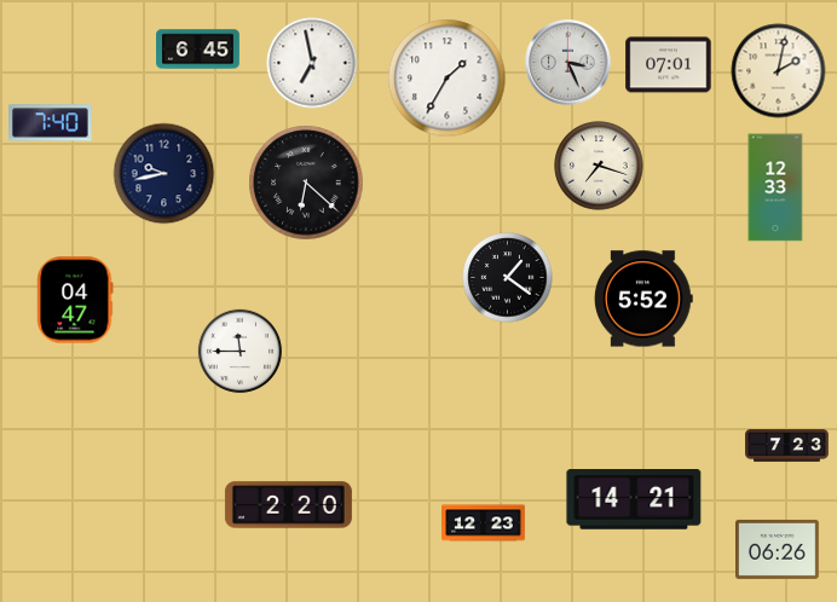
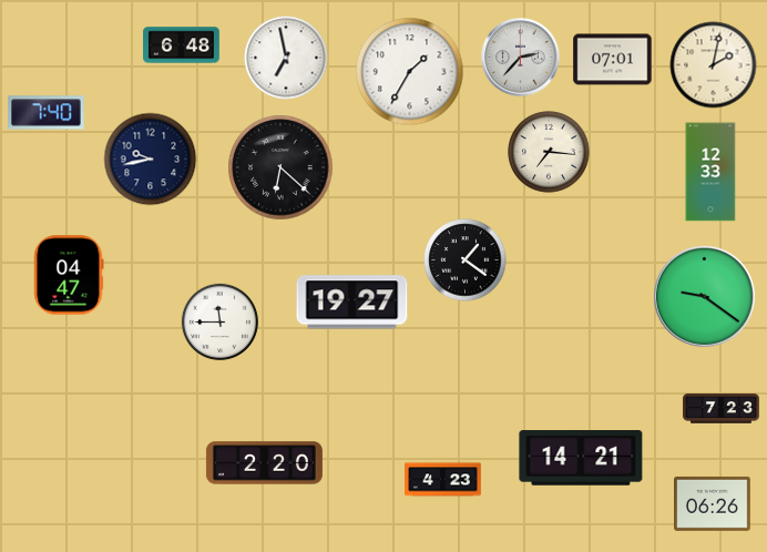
clock at (198, 50): 6:45 -> 6:48
clock at (568, 63): 3:26 -> 2:37
clock at (599, 166): 7:18 -> 7:16
clock at (508, 278) position: (508, 278) -> (466, 260)
clock at (643, 299): 5:52 -> none
clock at (704, 296): none -> 9:21
clock at (352, 303): none -> 19:27
clock at (484, 523): 12:23 -> 4:23
